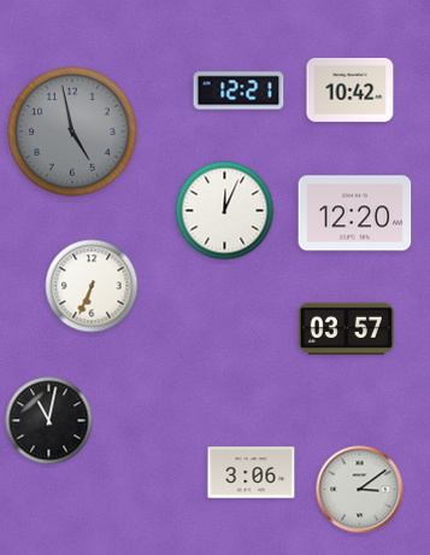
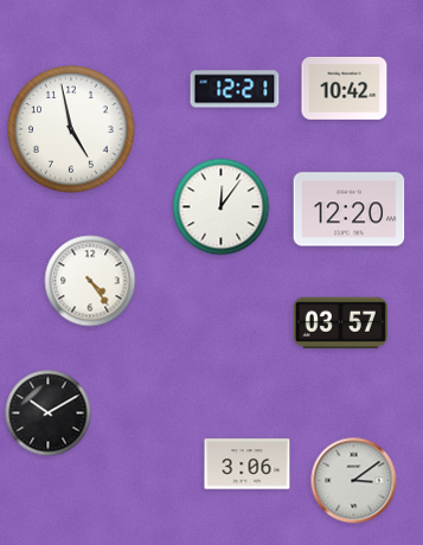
clock at (72, 132) dial: grey -> white
clock at (225, 211): 12:04 -> 12:06
clock at (92, 286): 6:34 -> 4:24
clock at (49, 421): 11:02 -> 10:10
